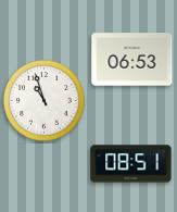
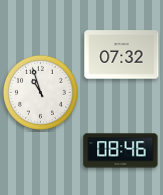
clock at (132, 60): 06:53 -> 07:32
clock at (131, 164): 08:51 -> 08:46
